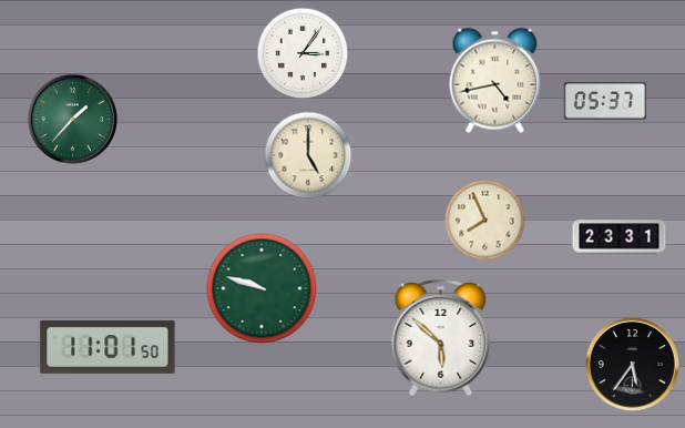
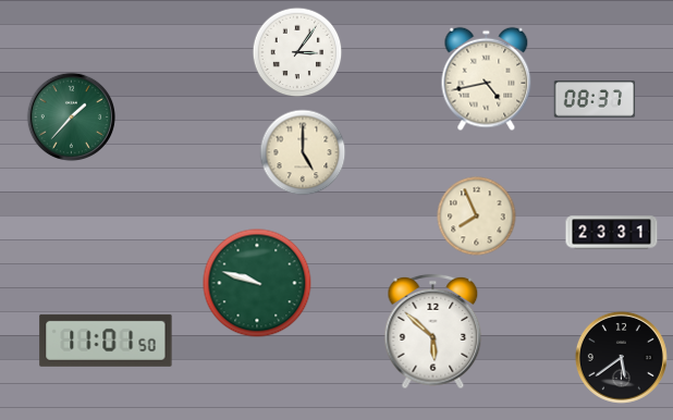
clock at (605, 101): 05:37 -> 08:37
clock at (620, 237) position: (620, 237) -> (612, 233)
clock at (632, 364): 5:36 -> 5:39
